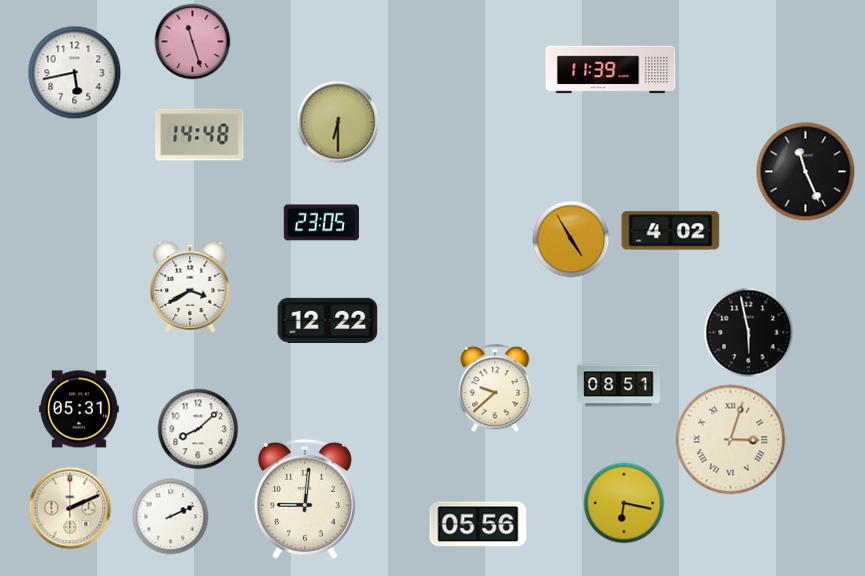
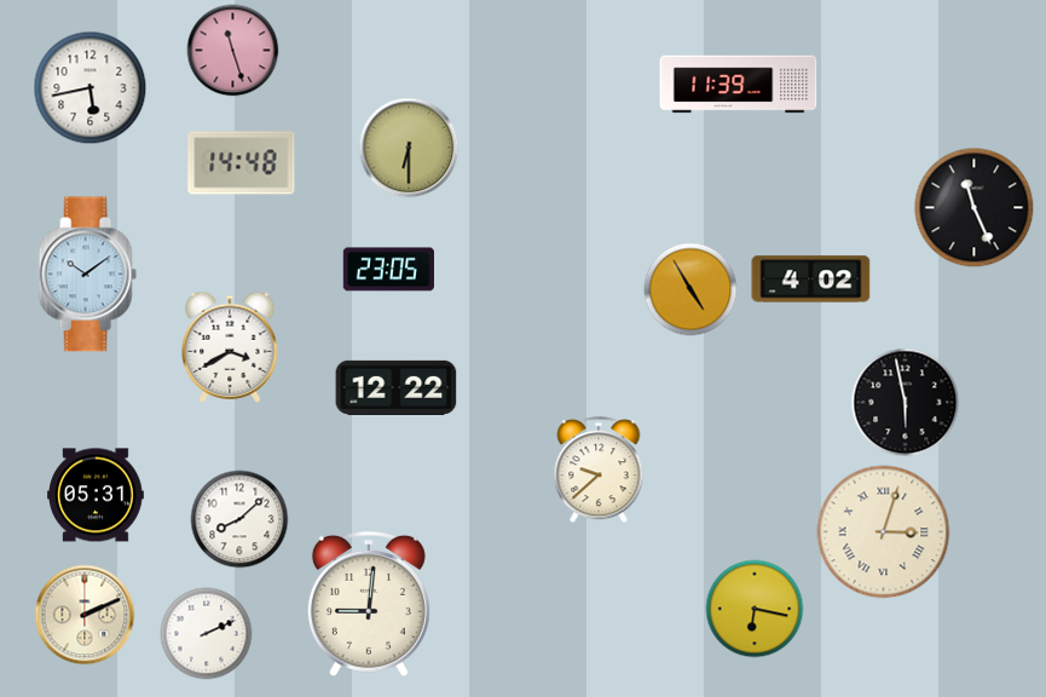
clock at (87, 275): none -> 10:09
clock at (619, 386): 08:51 -> none
clock at (171, 517) position: (171, 517) -> (207, 634)
clock at (478, 524): 05:56 -> none
